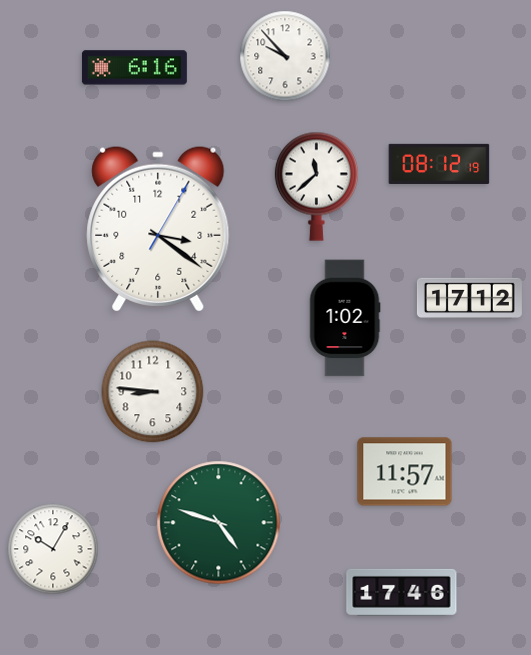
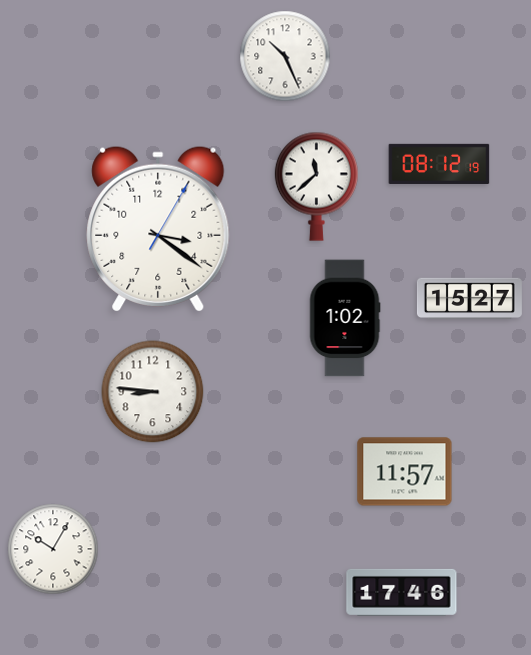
clock at (285, 56): 9:53 -> 10:26
clock at (134, 68): 6:16 -> none
clock at (469, 299): 17:12 -> 15:27
clock at (219, 523): 4:48 -> none
